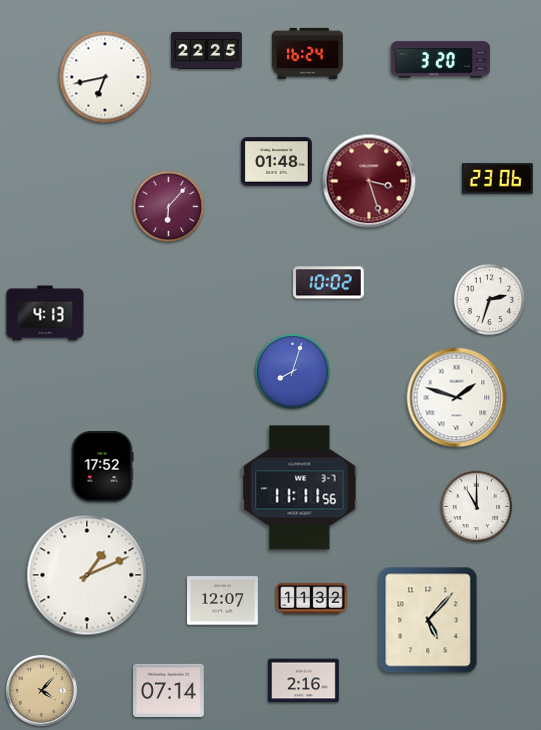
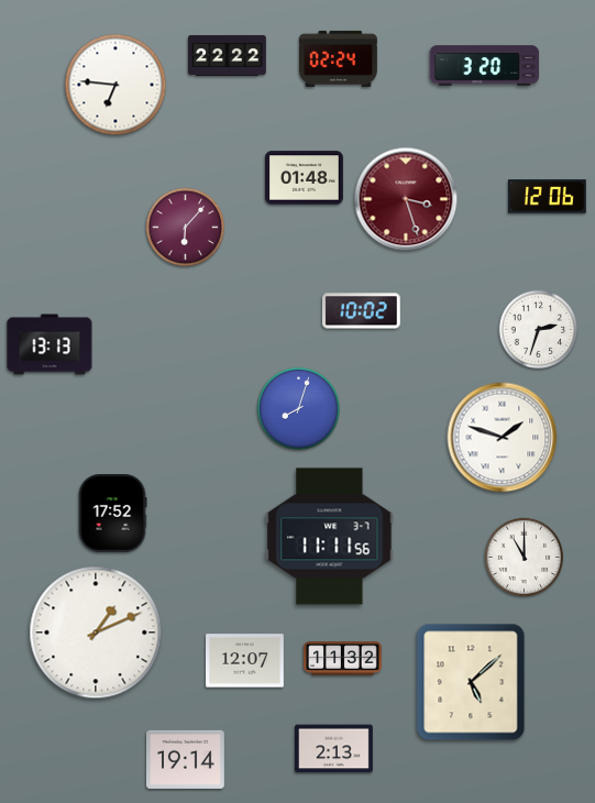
clock at (207, 50): 22:25 -> 22:22
clock at (308, 53): 16:24 -> 02:24
clock at (105, 77): 6:43 -> 6:46
clock at (497, 179): 23:06 -> 12:06
clock at (45, 313): 4:13 -> 13:13
clock at (292, 371) position: (292, 371) -> (298, 408)
clock at (428, 620): 5:07 -> 5:08
clock at (304, 681): 2:16 -> 2:13
clock at (169, 690): 07:14 -> 19:14
clock at (42, 691): 4:07 -> none
